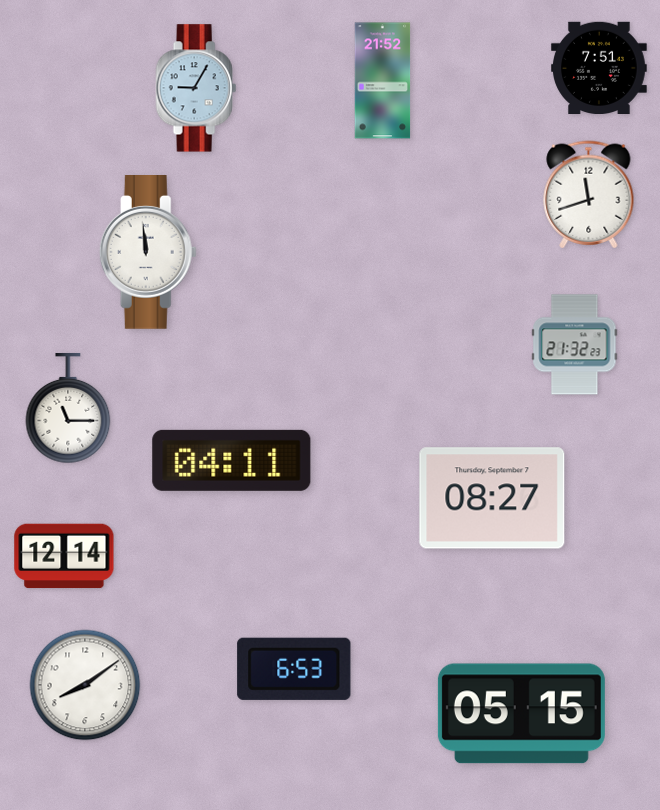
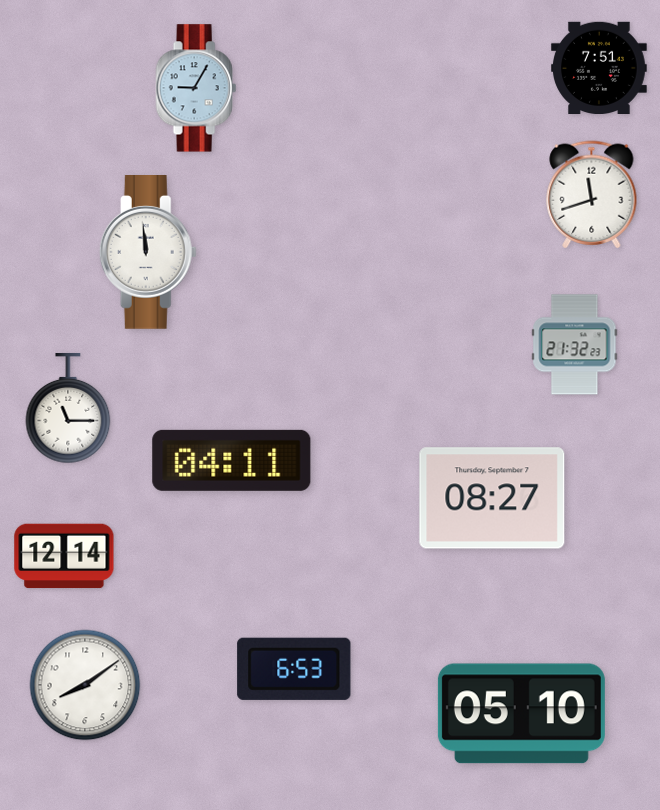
clock at (383, 81): 21:52 -> none
clock at (589, 195) position: (589, 195) -> (592, 195)
clock at (521, 714): 05:15 -> 05:10
